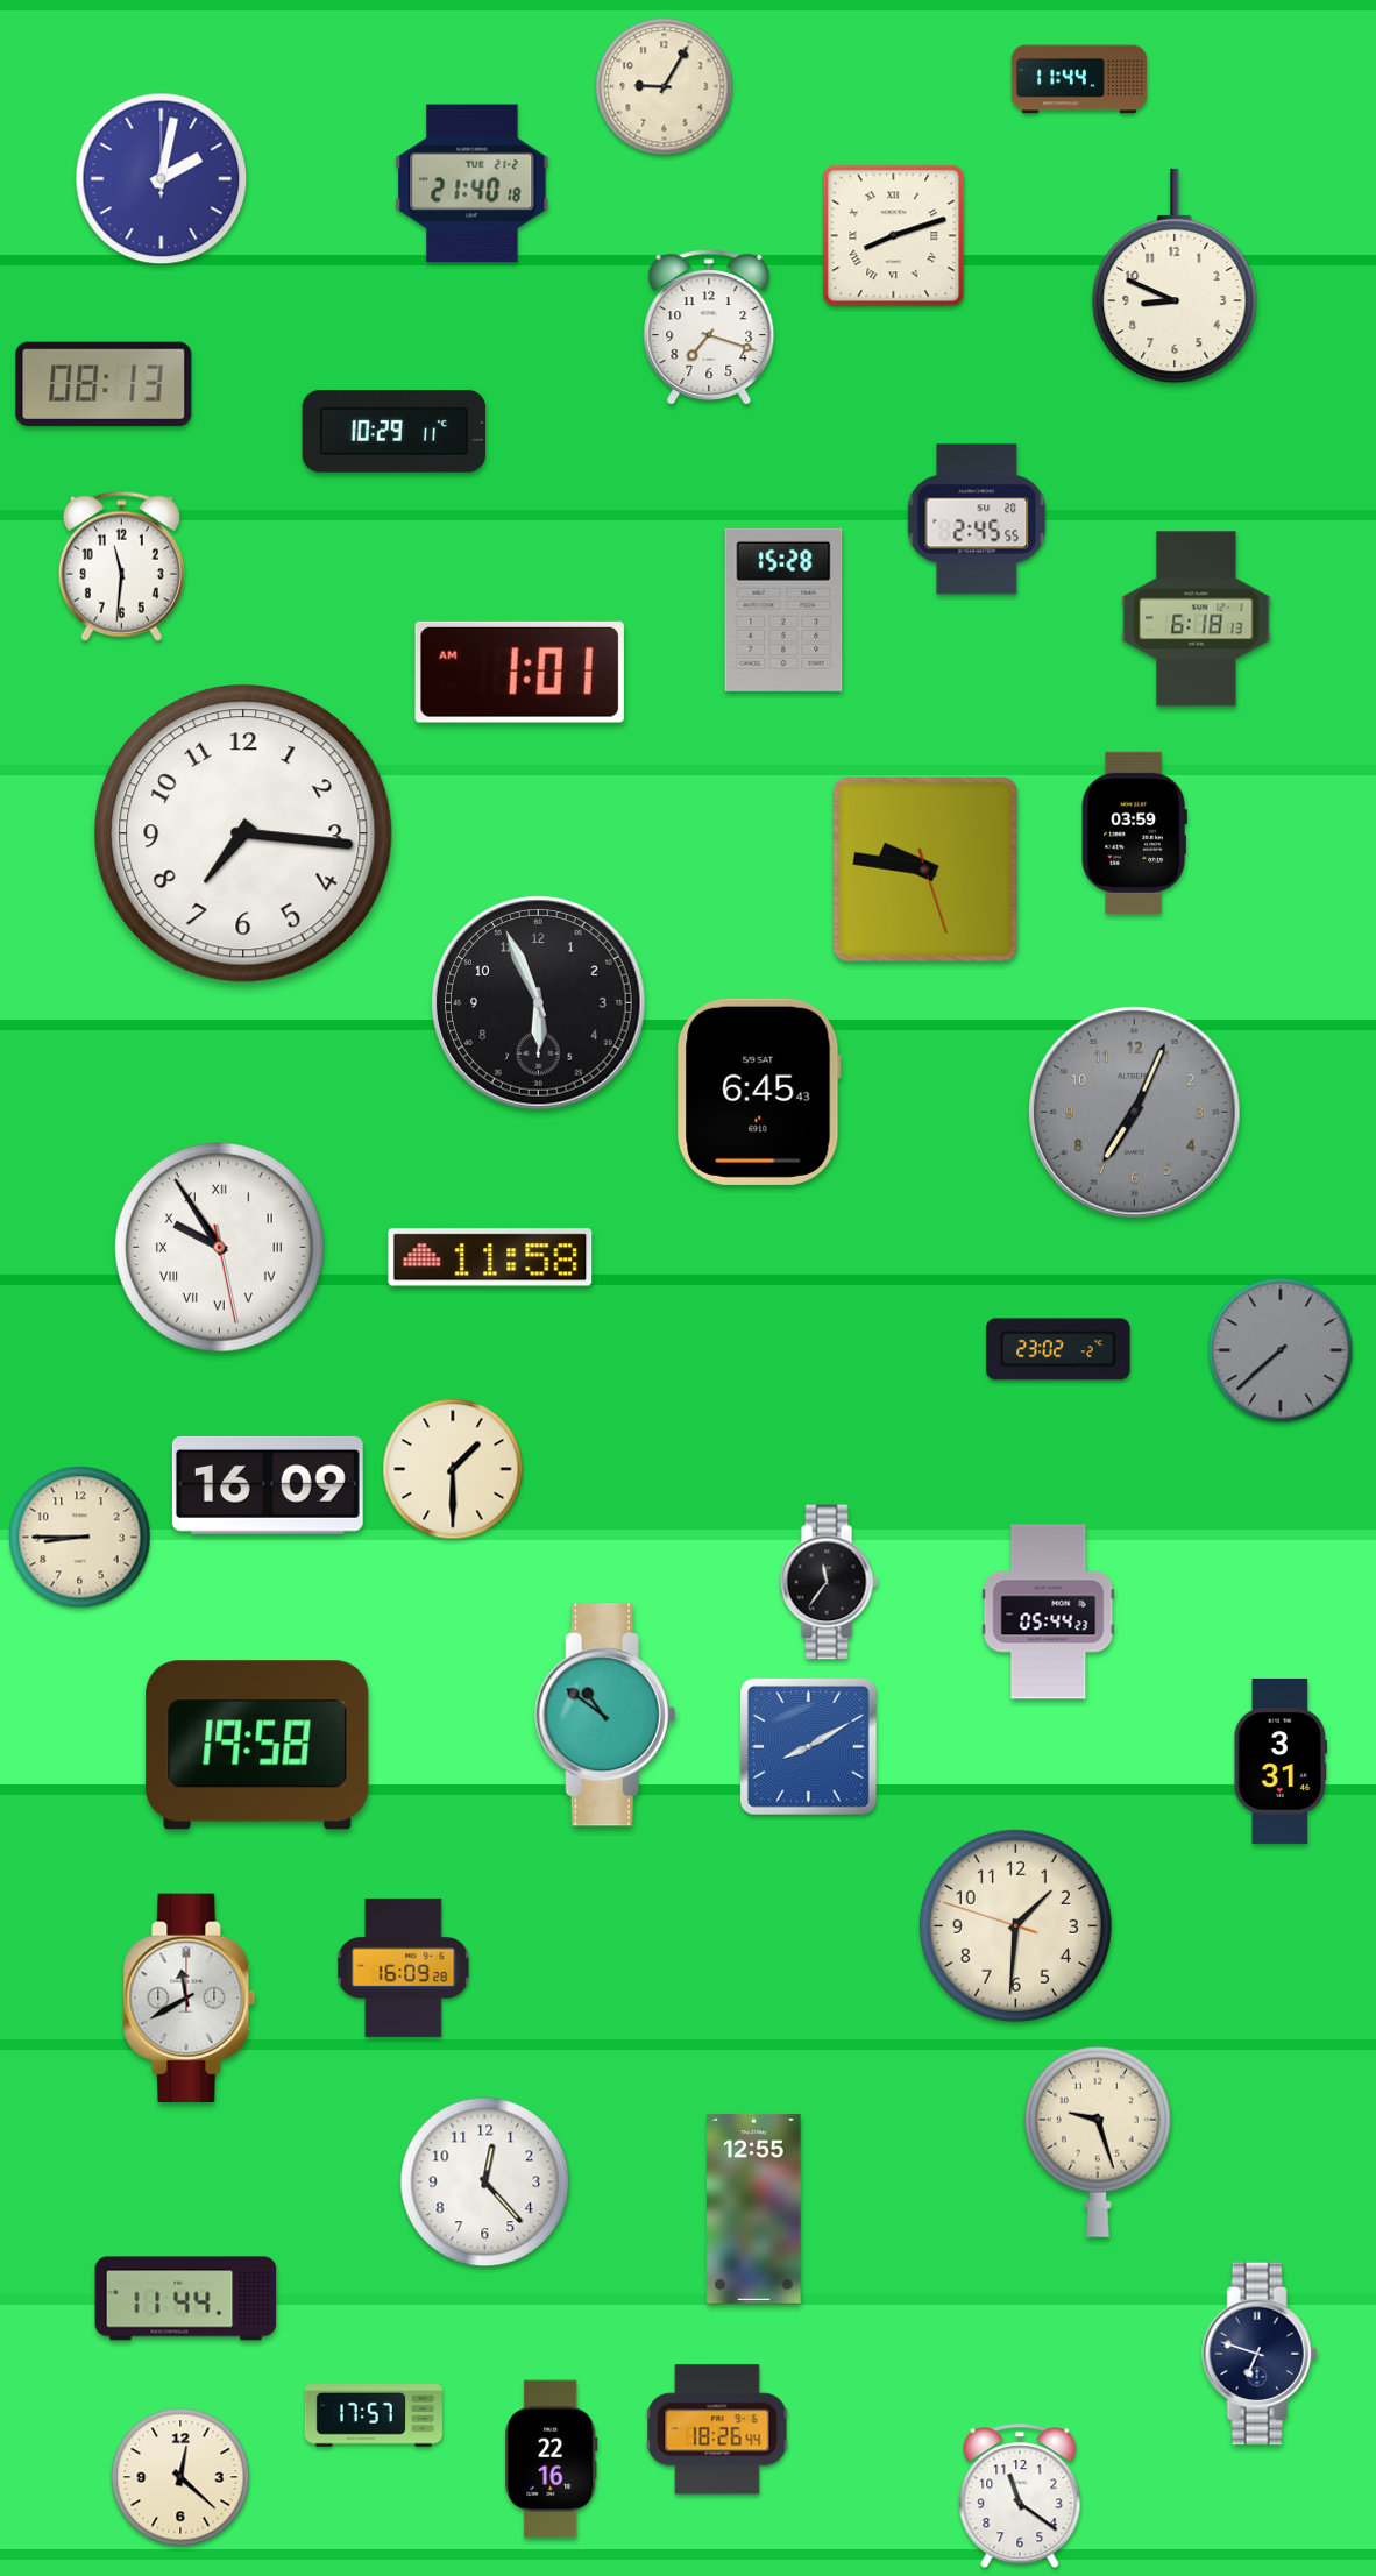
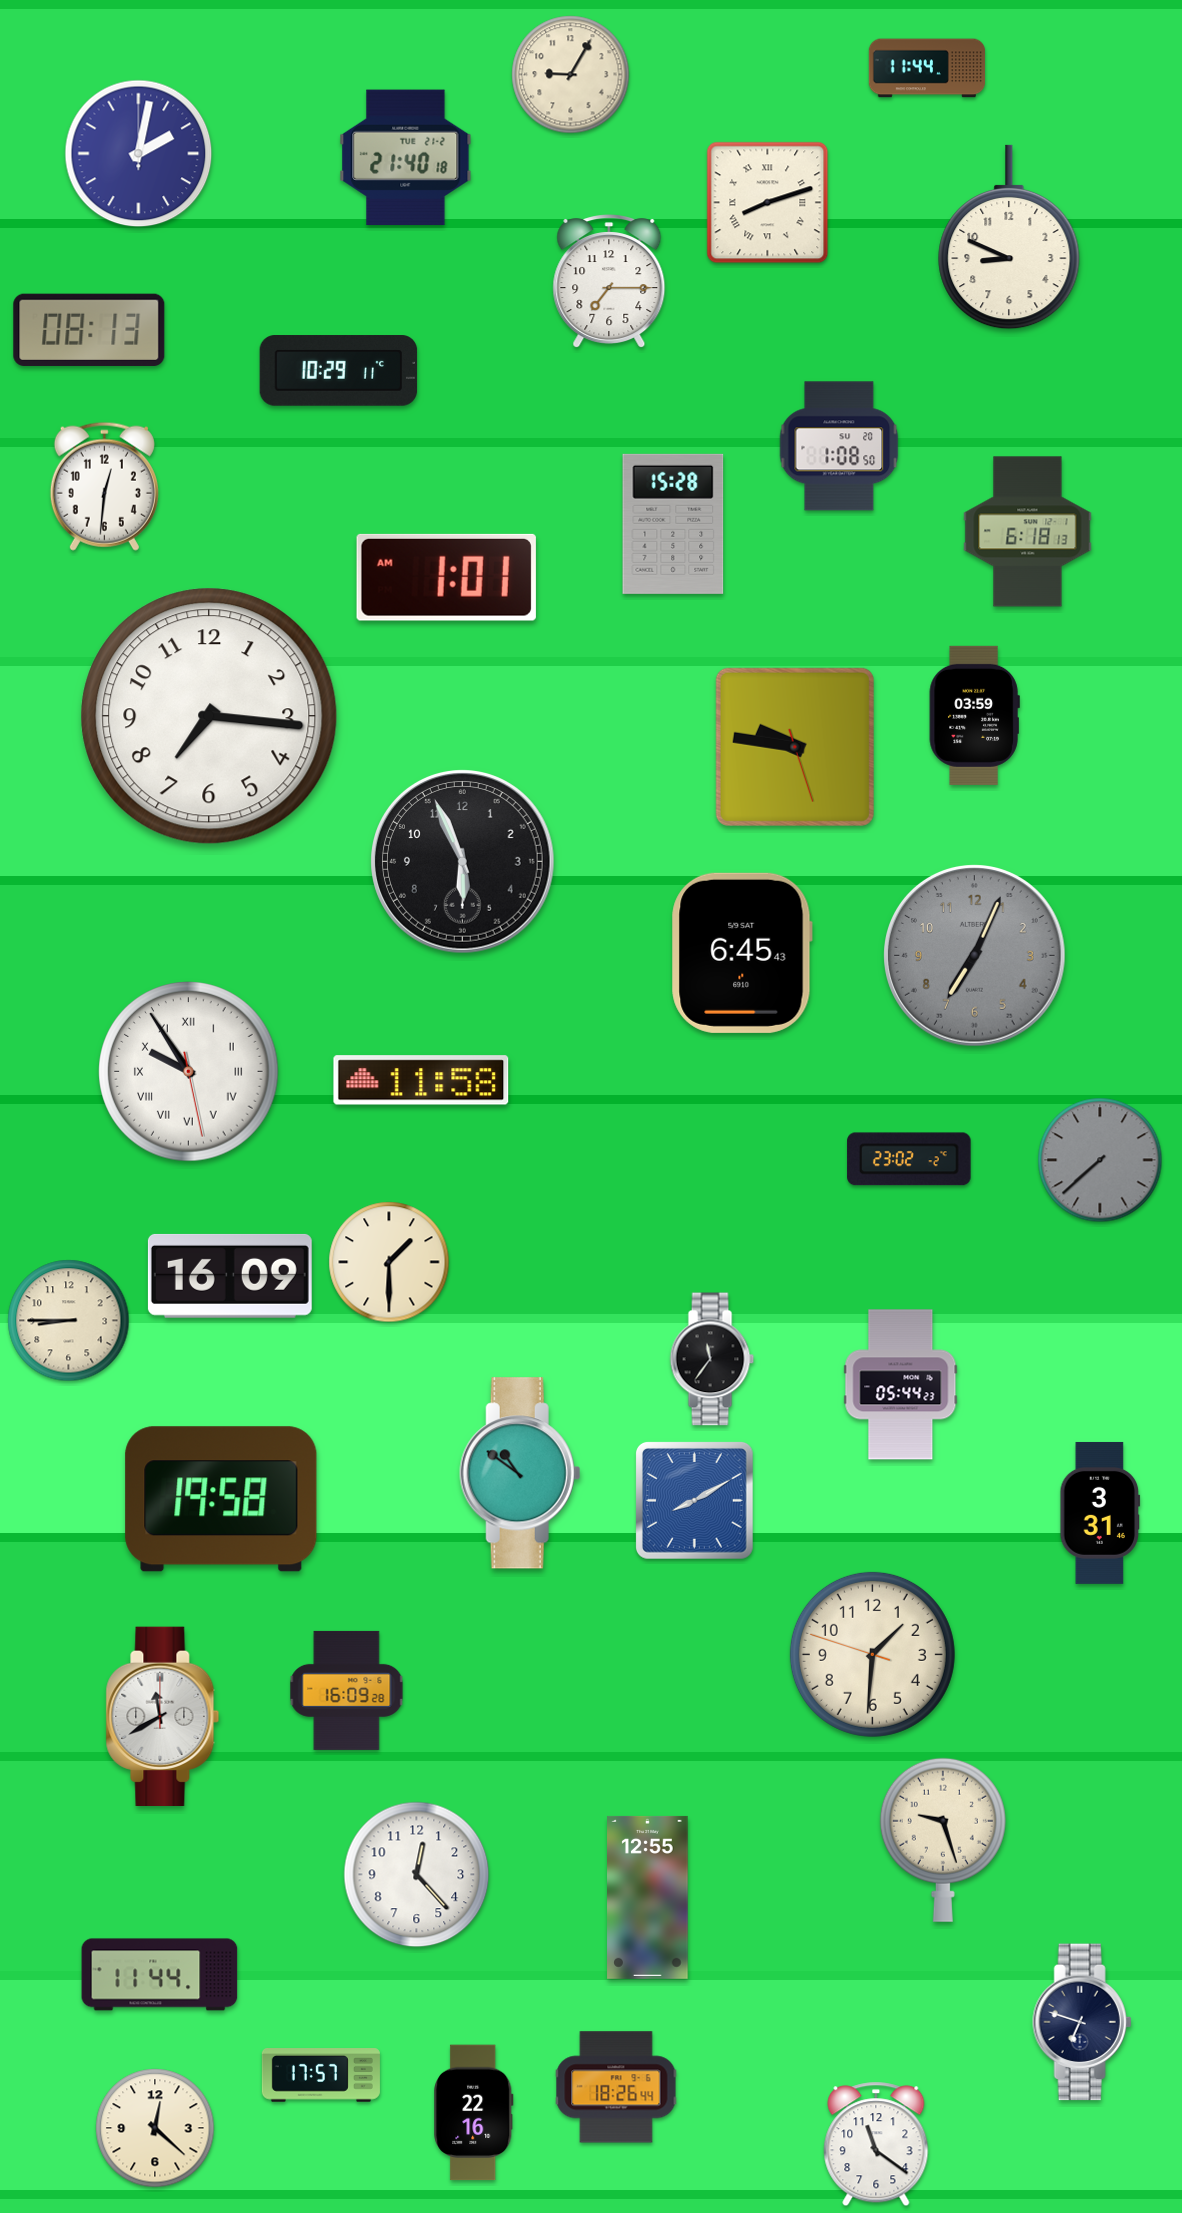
clock at (709, 328): 7:18 -> 7:15
clock at (977, 519): 2:45 -> 1:08
clock at (121, 566): 11:31 -> 12:31
clock at (759, 1092) position: (759, 1092) -> (742, 953)
